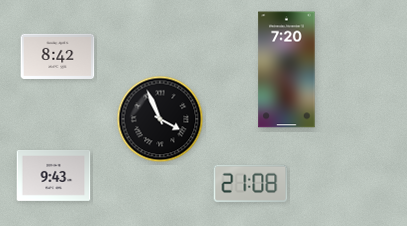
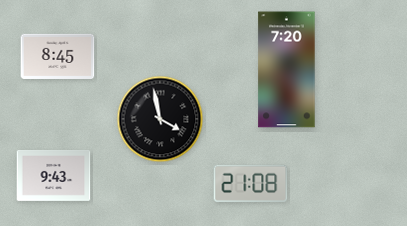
clock at (58, 56): 8:42 -> 8:45
clock at (160, 119): 3:56 -> 3:58
